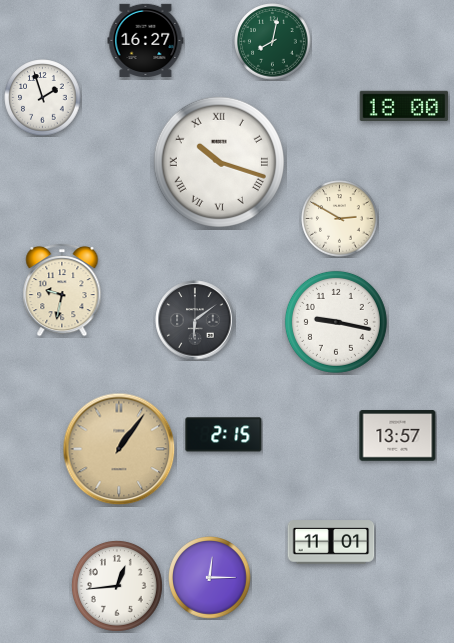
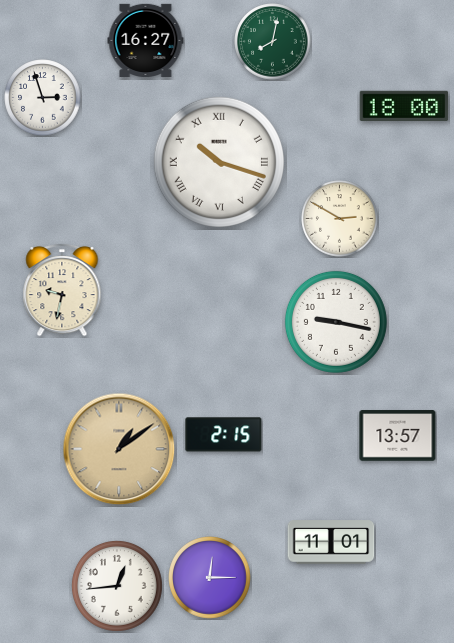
clock at (43, 98): 1:57 -> 2:57
clock at (195, 320): 6:09 -> none
clock at (119, 449): 1:06 -> 1:09
